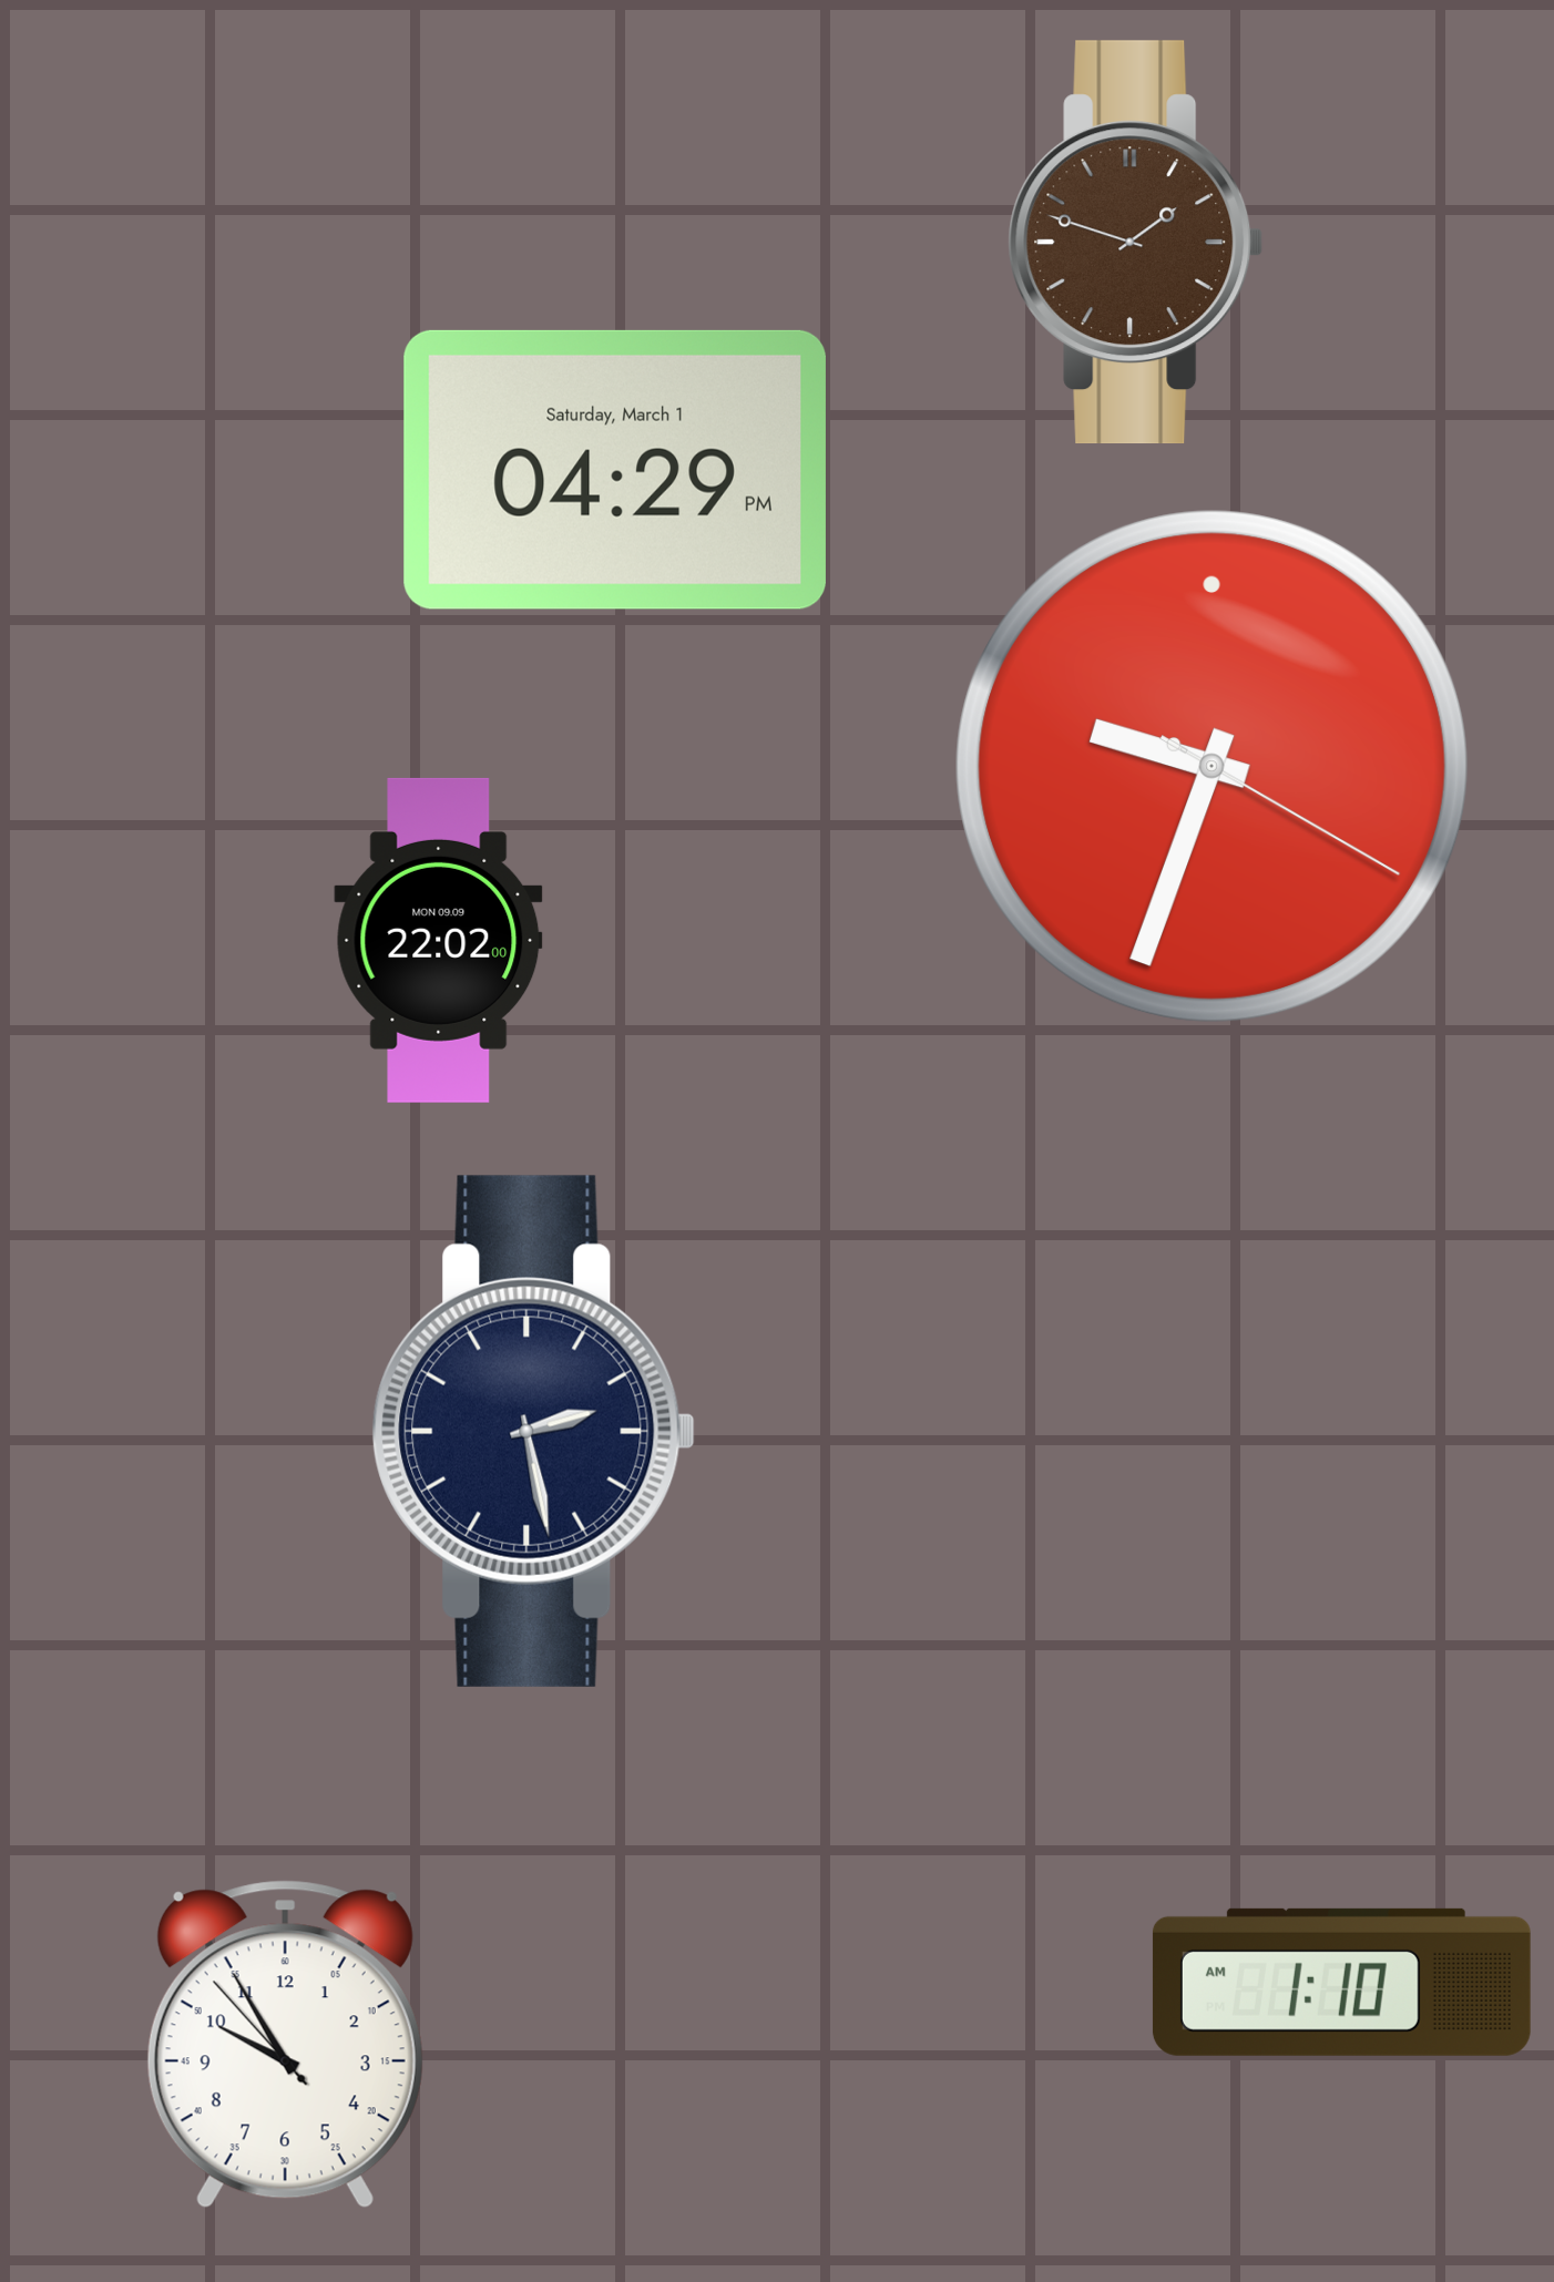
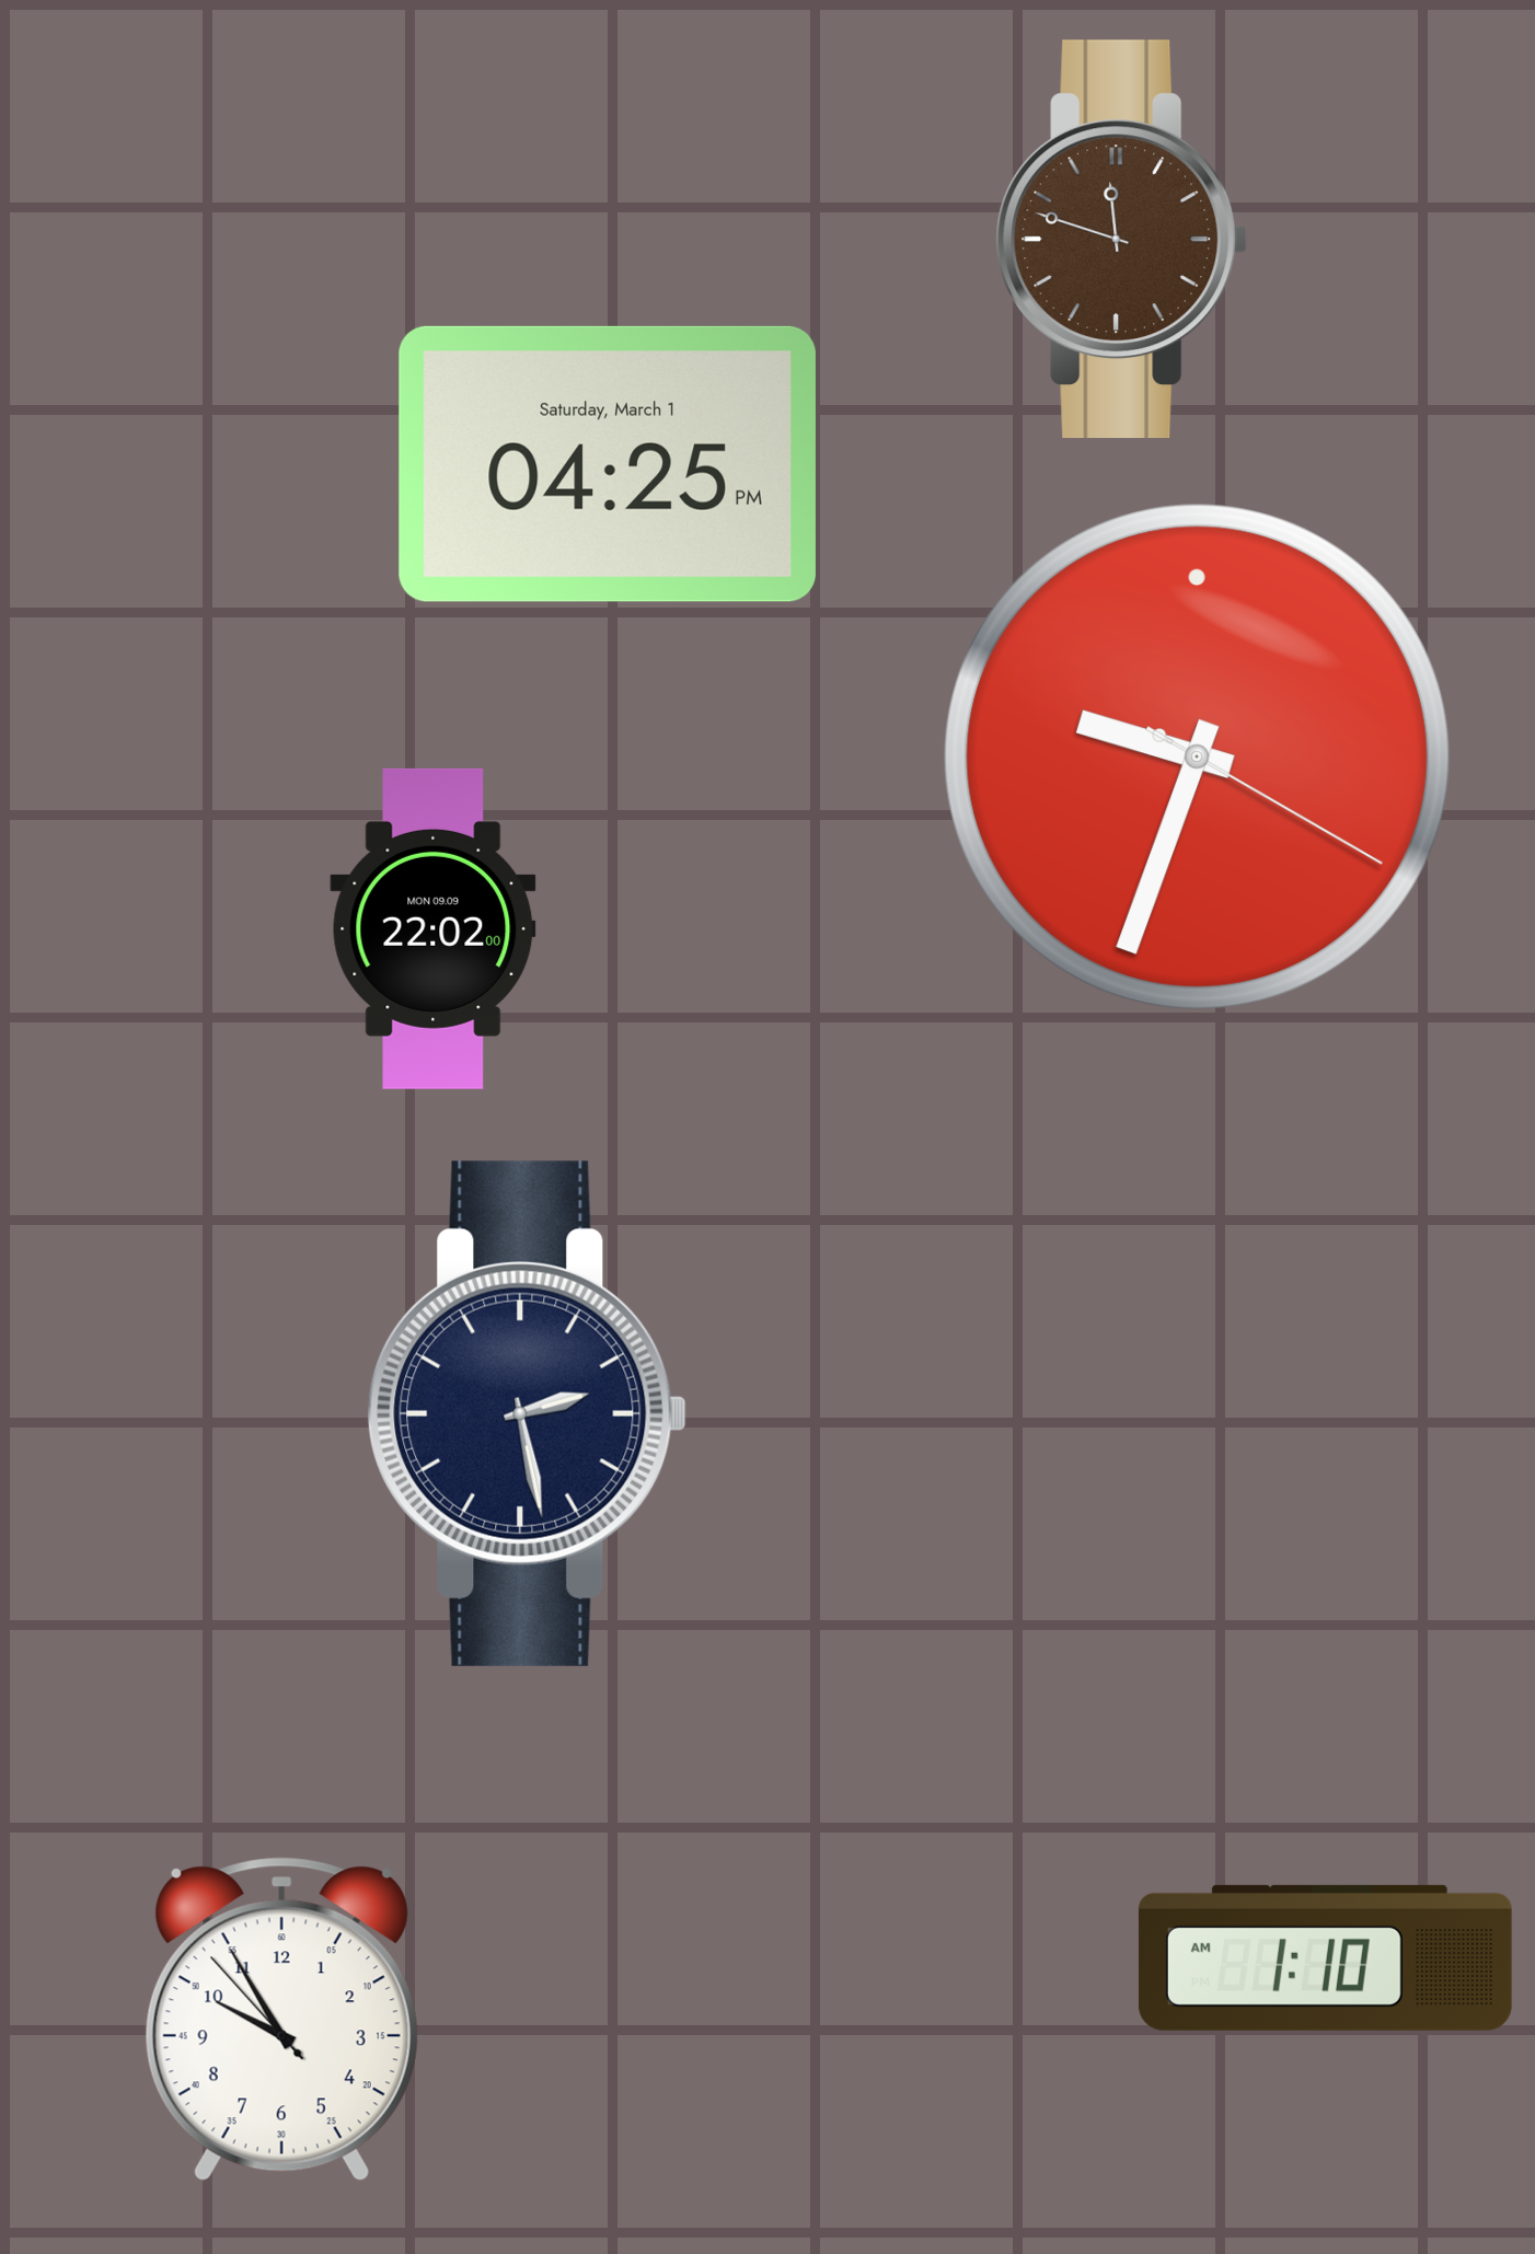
clock at (1136, 243): 1:48 -> 11:48
clock at (615, 470): 04:29 -> 04:25
